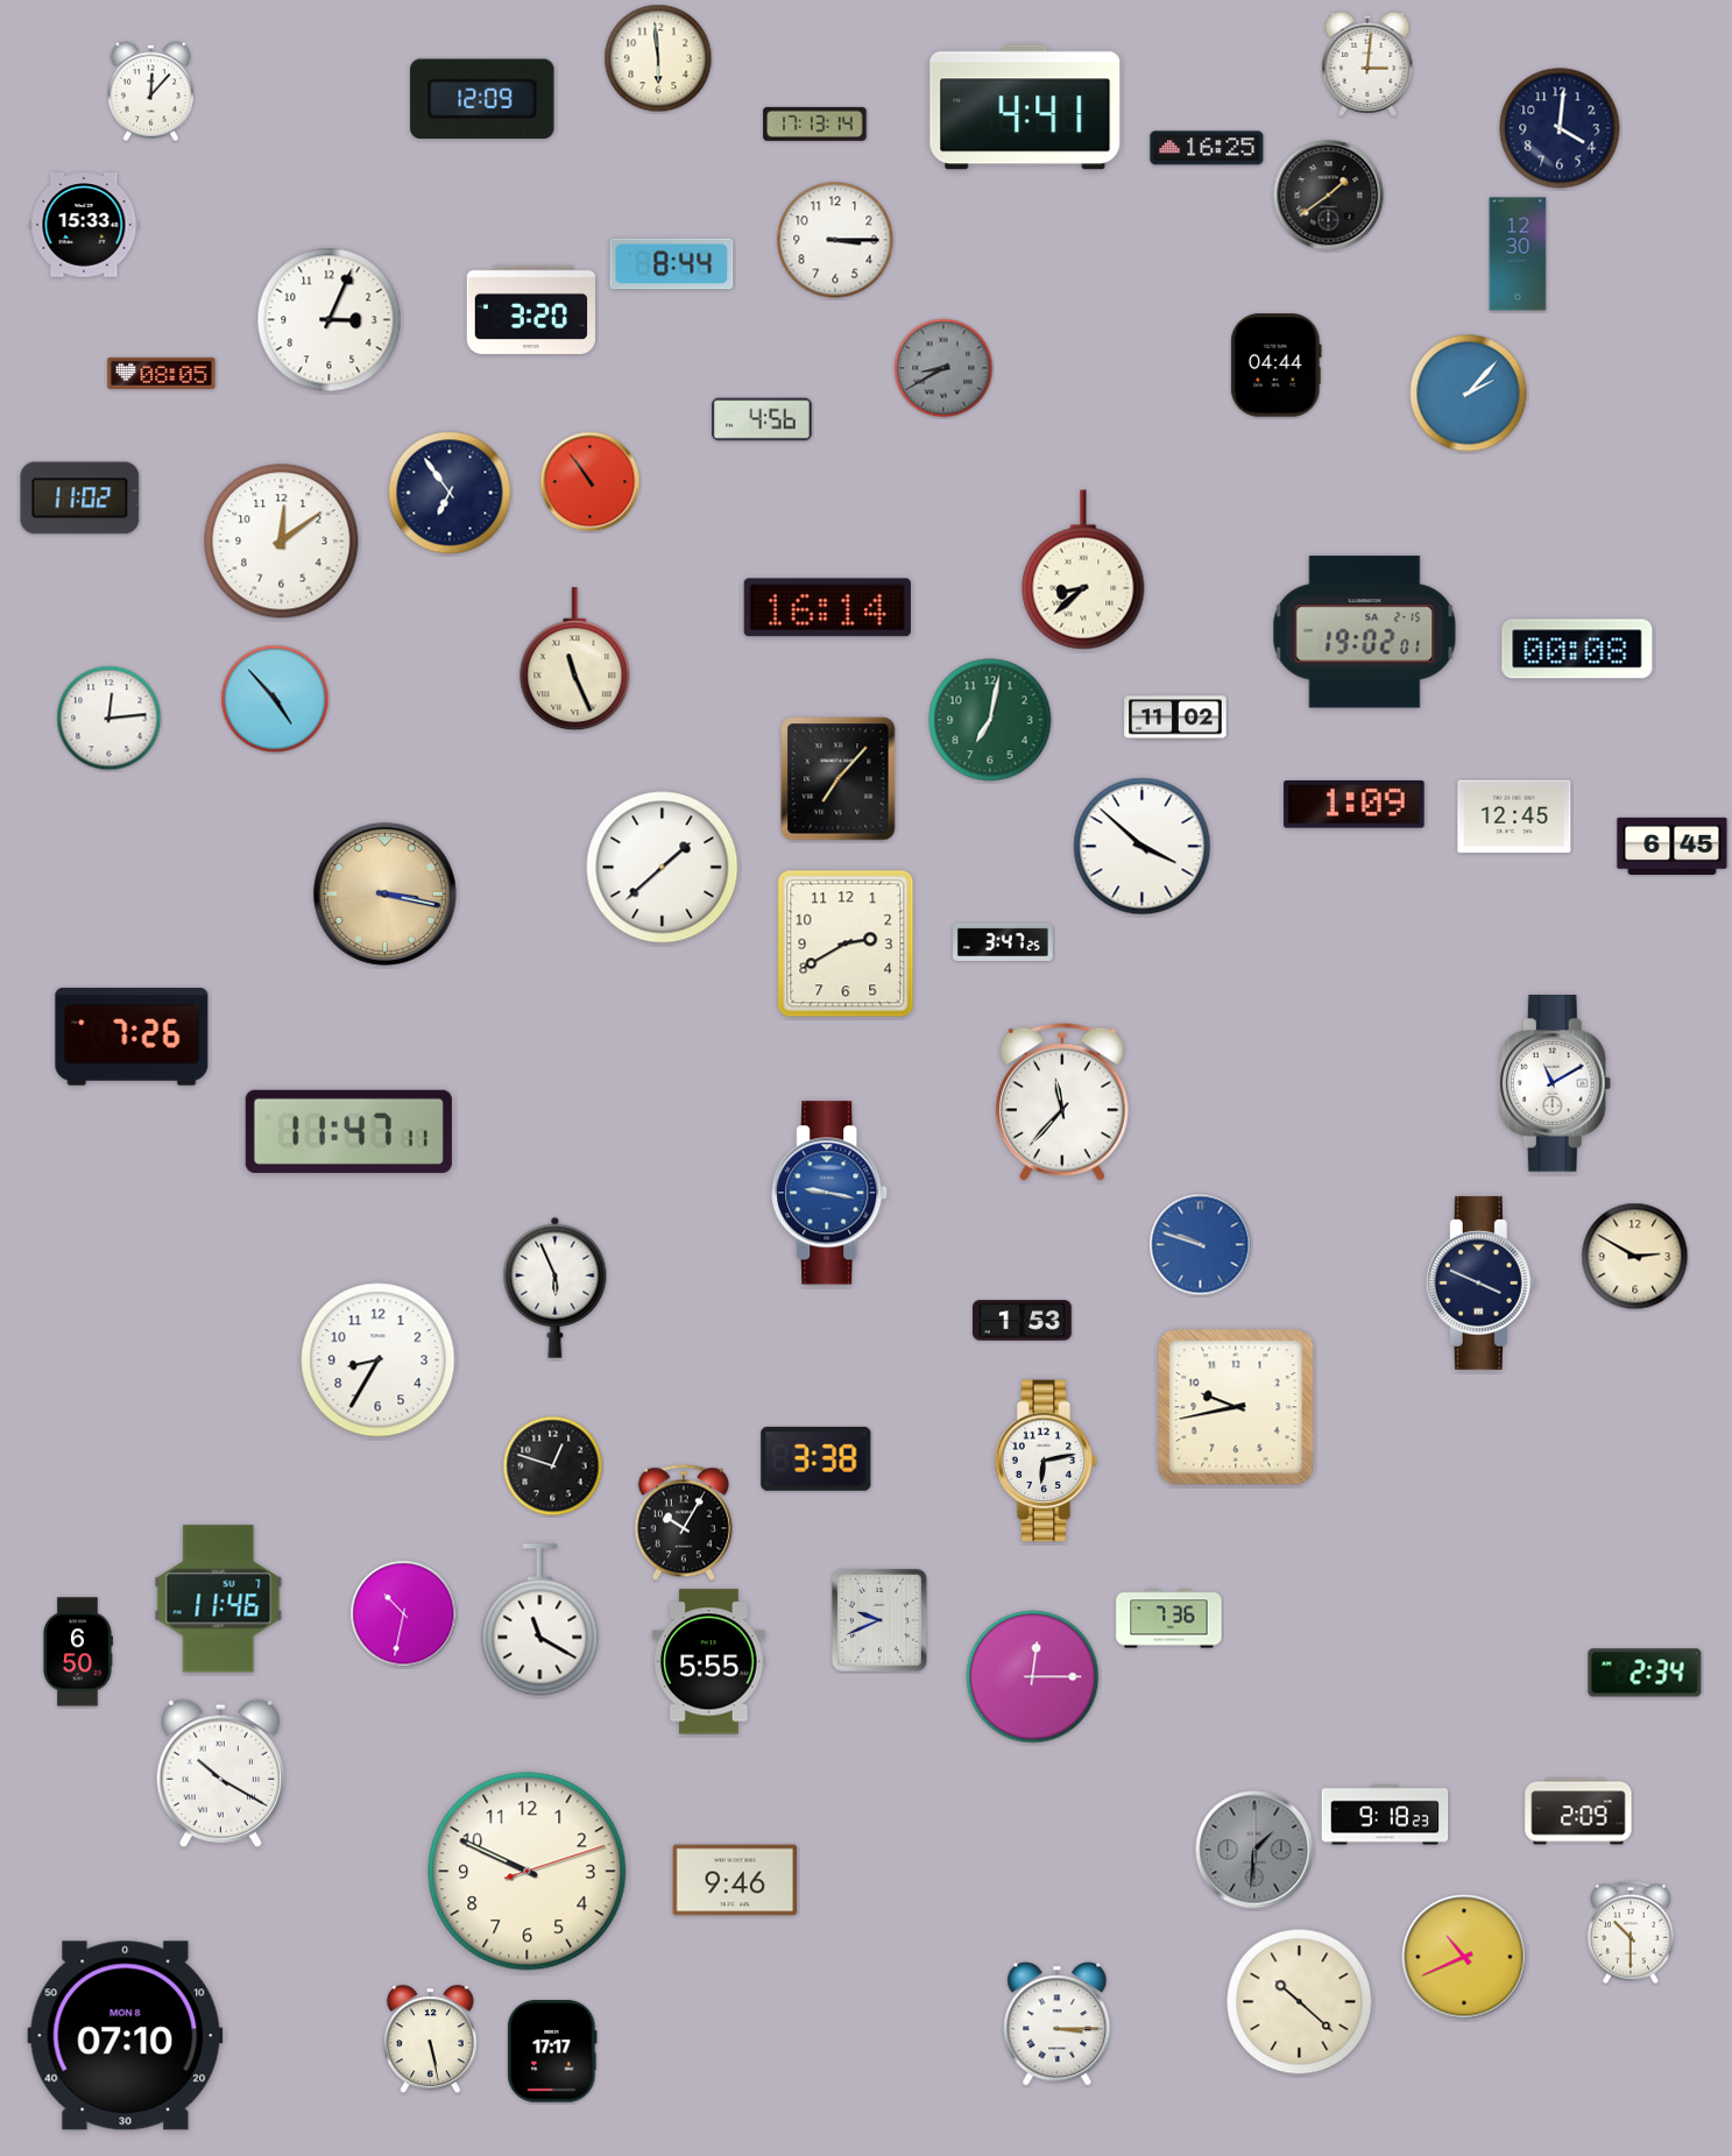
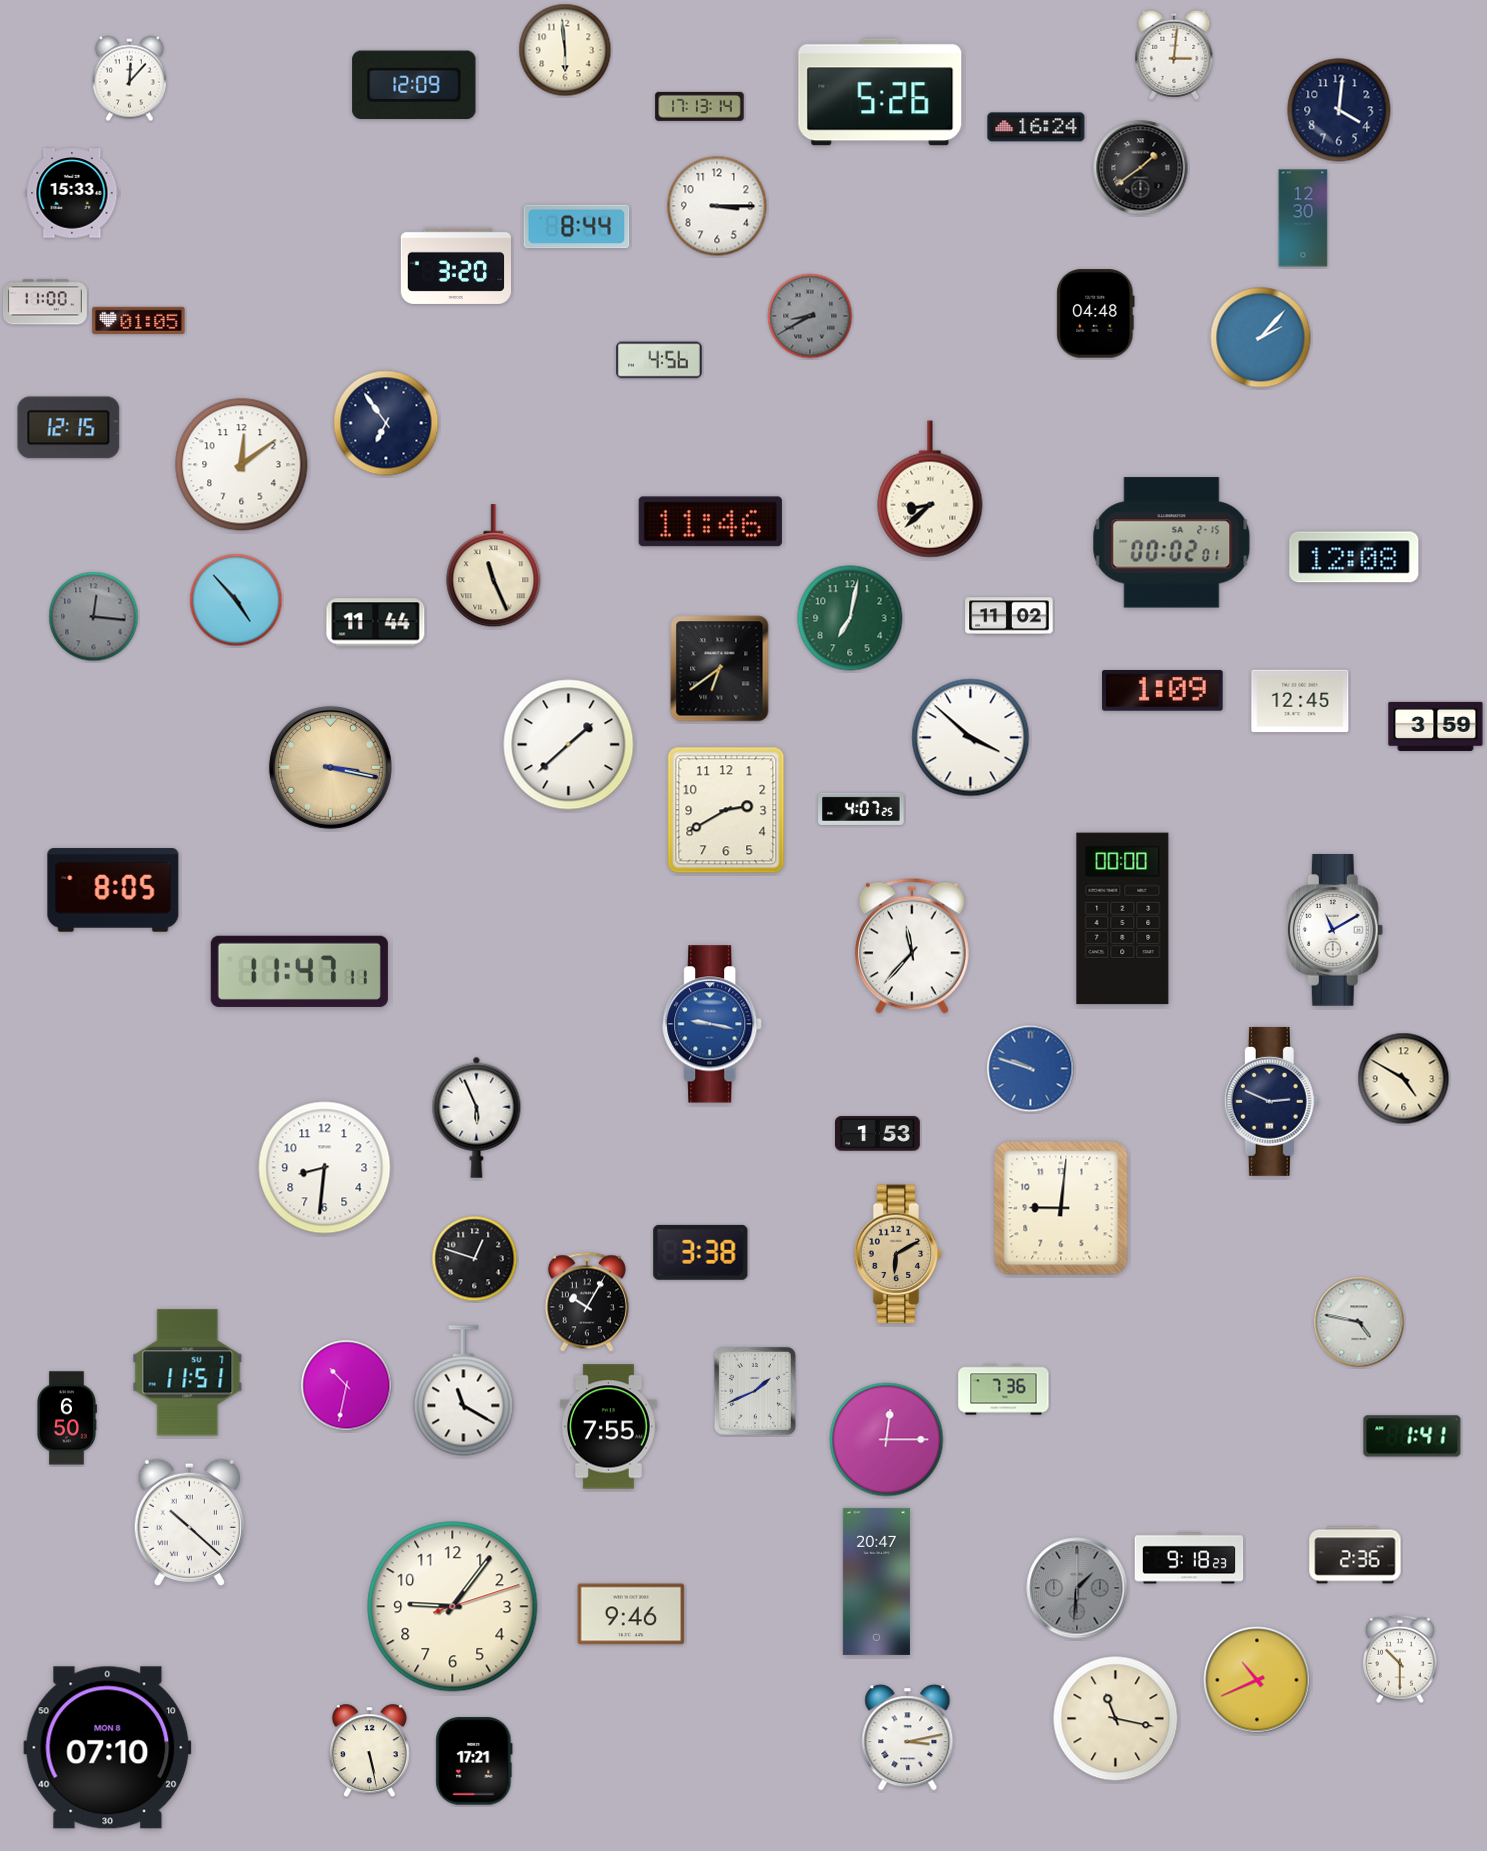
clock at (1025, 107): 4:41 -> 5:26
clock at (1207, 148): 16:25 -> 16:24
clock at (330, 320): 3:04 -> none
clock at (45, 302): none -> 11:00
clock at (1277, 366): 04:44 -> 04:48
clock at (162, 373): 08:05 -> 01:05
clock at (762, 419) position: (762, 419) -> (659, 360)
clock at (591, 482): 10:54 -> none
clock at (80, 499): 11:02 -> 12:15
clock at (827, 608): 16:14 -> 11:46
clock at (1365, 632): 19:02 -> 00:02
clock at (1577, 649): 00:08 -> 12:08
clock at (109, 719): 12:14 -> 12:16
clock at (109, 719) dial: white -> grey
clock at (376, 623): none -> 11:44
clock at (839, 779): 7:07 -> 6:39
clock at (1673, 846): 6:45 -> 3:59
clock at (1143, 847) position: (1143, 847) -> (971, 738)
clock at (1003, 942): 3:47 -> 4:07
clock at (132, 1037): 7:26 -> 8:05
clock at (1123, 919): none -> 00:00
clock at (1635, 1257): 2:50 -> 4:50
clock at (1480, 1282): 3:49 -> 2:49
clock at (556, 1287) position: (556, 1287) -> (477, 1117)
clock at (379, 1360): 8:35 -> 8:31
clock at (1236, 1407): 9:43 -> 9:01
clock at (1046, 1461): 6:13 -> 6:10
clock at (1046, 1461) dial: white -> champagne
clock at (684, 1522) position: (684, 1522) -> (587, 1302)
clock at (1359, 1322): none -> 4:47
clock at (219, 1599): 11:46 -> 11:51
clock at (879, 1620): 9:41 -> 1:41
clock at (709, 1662): 5:55 -> 7:55
clock at (1645, 1673): 2:34 -> 1:41
clock at (220, 1773): 10:20 -> 10:22
clock at (1578, 1811): 2:09 -> 2:36
clock at (876, 1581): none -> 20:47
clock at (528, 1872): 9:49 -> 9:06
clock at (1300, 2002): 10:22 -> 11:17
clock at (1058, 2024): 3:15 -> 3:13
clock at (552, 2051): 17:17 -> 17:21
